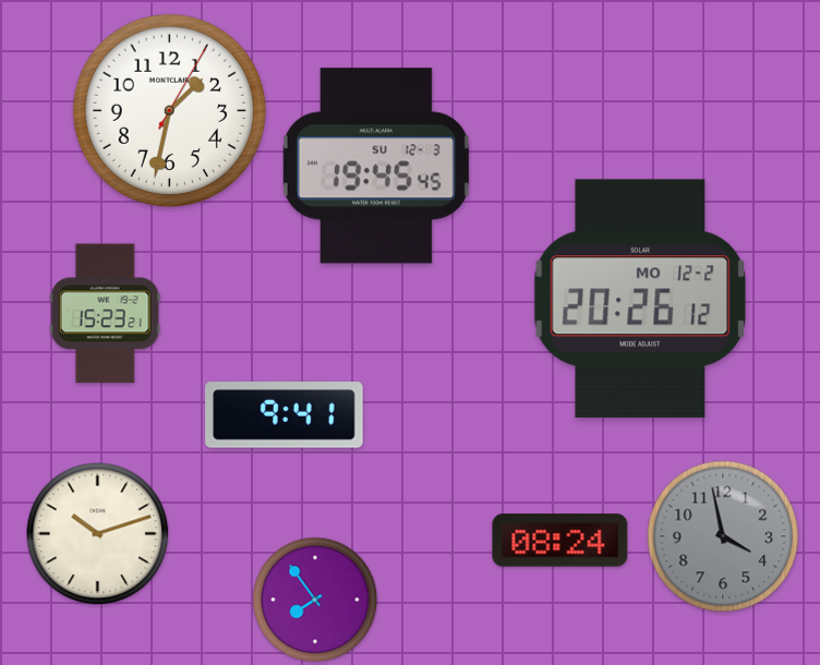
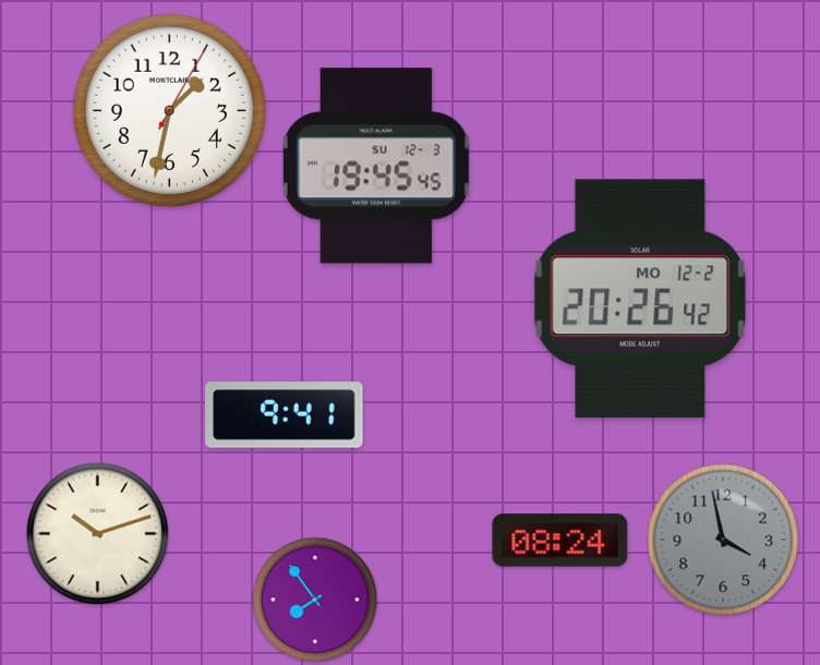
clock at (640, 298): 20:26:12 -> 20:26:42
clock at (105, 314): 15:23 -> none
clock at (723, 536) position: (723, 536) -> (723, 540)
